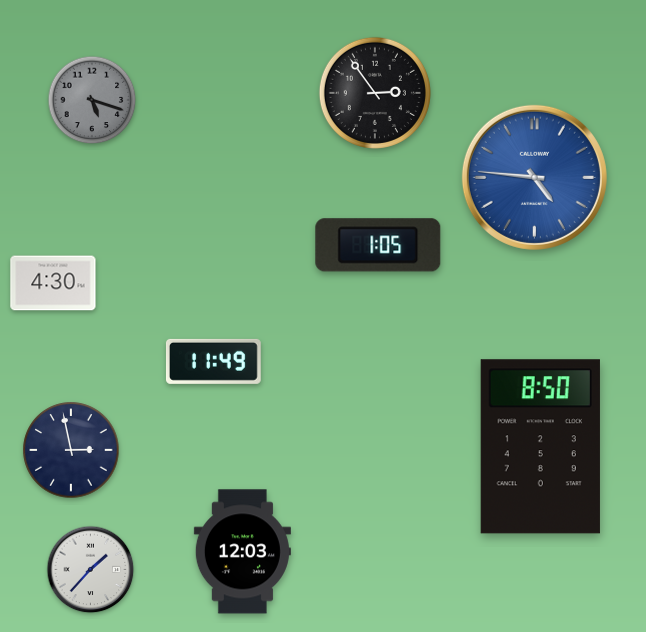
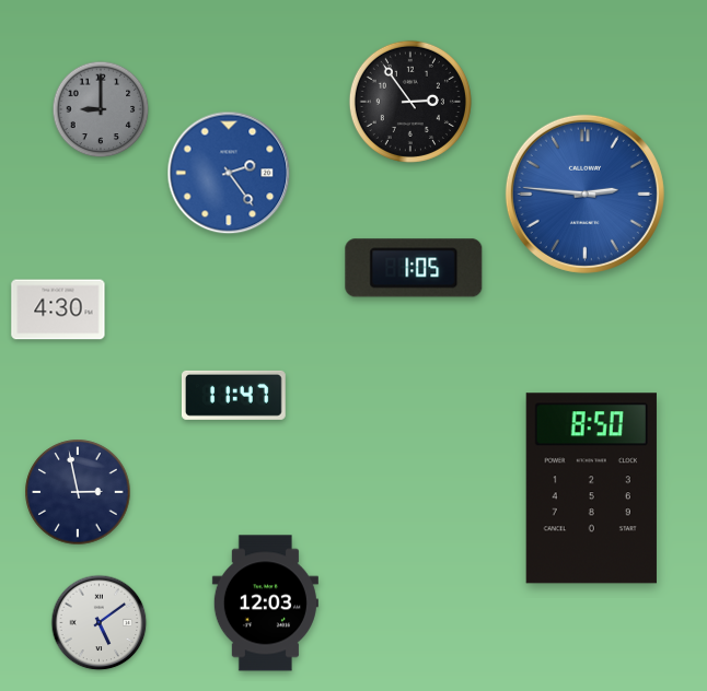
clock at (92, 100): 5:18 -> 9:00
clock at (229, 173): none -> 2:24
clock at (534, 177): 4:46 -> 2:46
clock at (213, 361): 11:49 -> 11:47
clock at (91, 570): 1:37 -> 5:09
